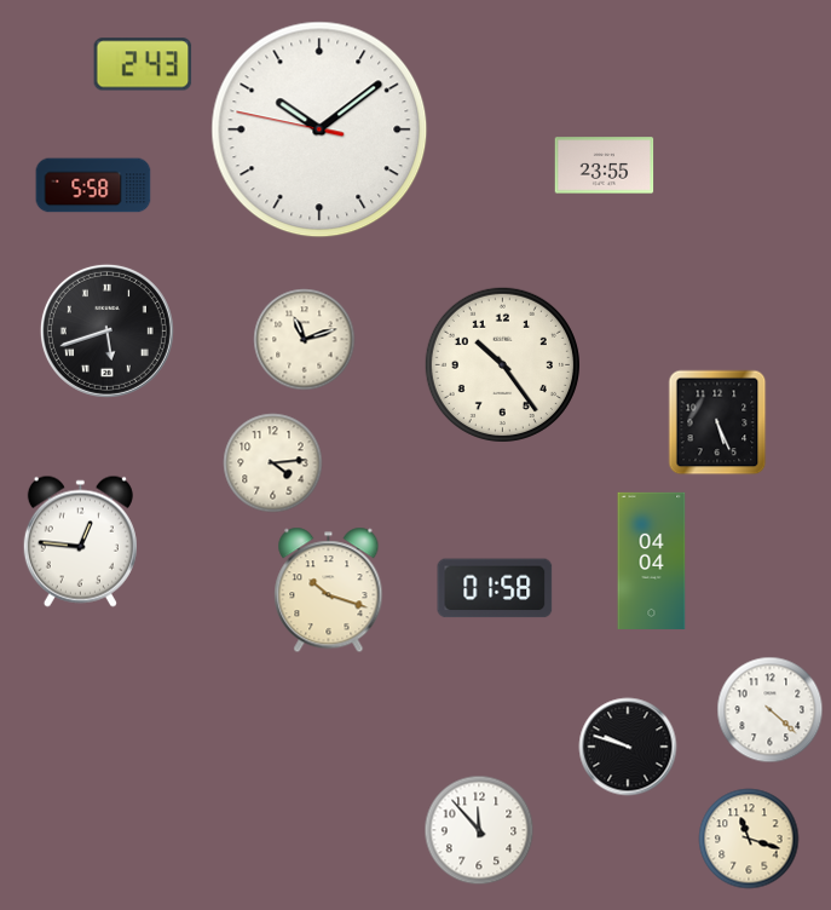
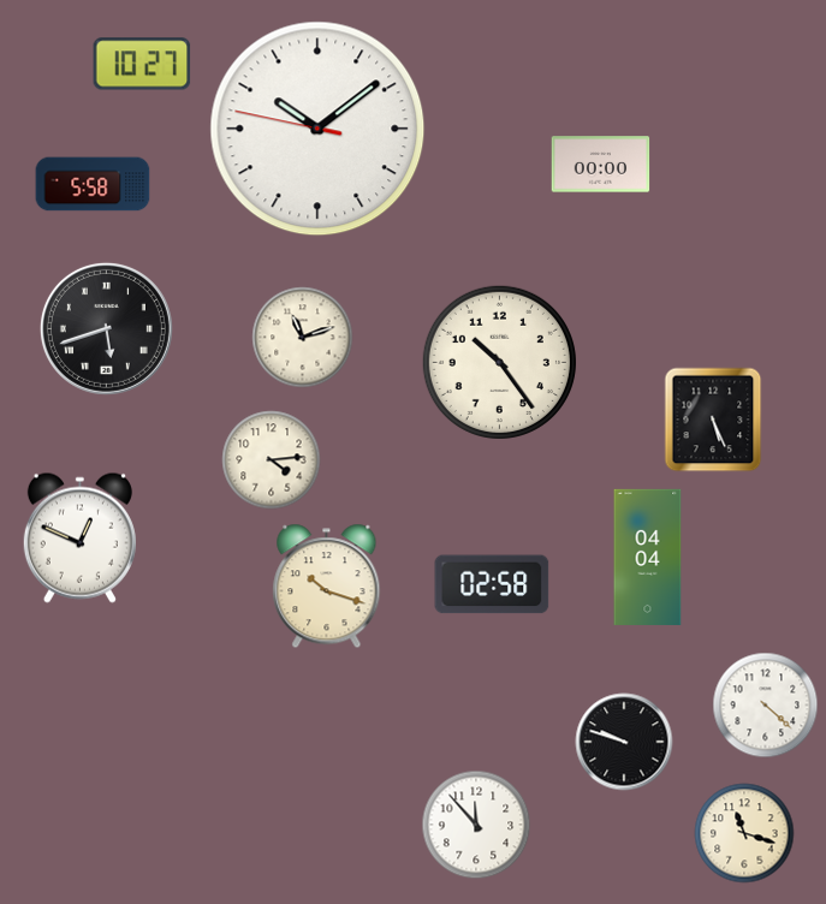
clock at (143, 64): 2:43 -> 10:27
clock at (605, 166): 23:55 -> 00:00
clock at (80, 541): 12:46 -> 12:49
clock at (495, 588): 01:58 -> 02:58
